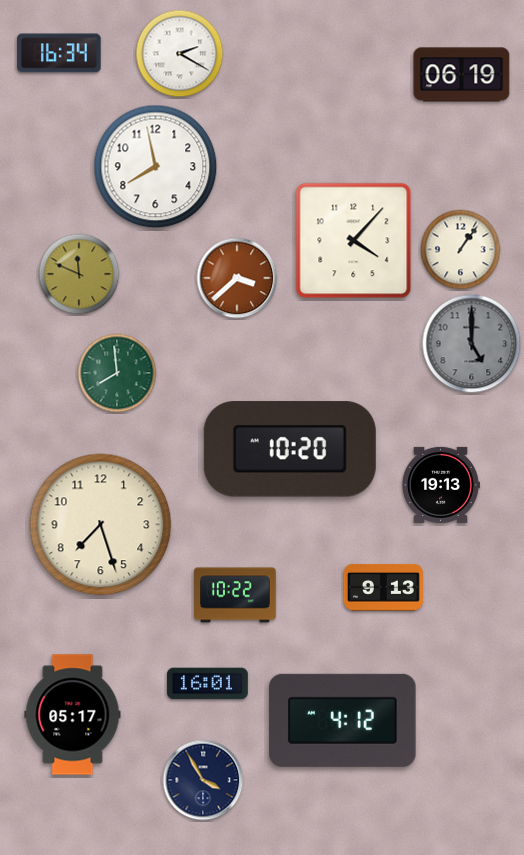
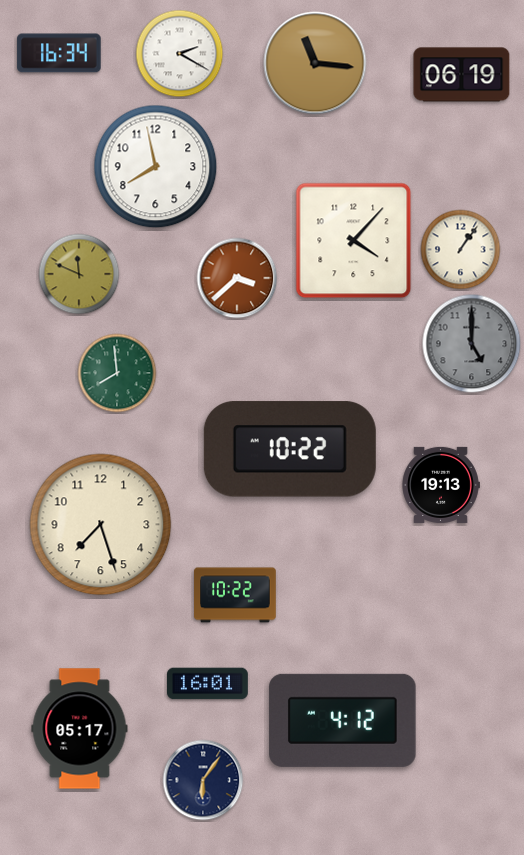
clock at (315, 63): none -> 11:16
clock at (290, 449): 10:20 -> 10:22
clock at (383, 587): 9:13 -> none
clock at (73, 715) position: (73, 715) -> (80, 729)
clock at (203, 780): 3:55 -> 6:06
